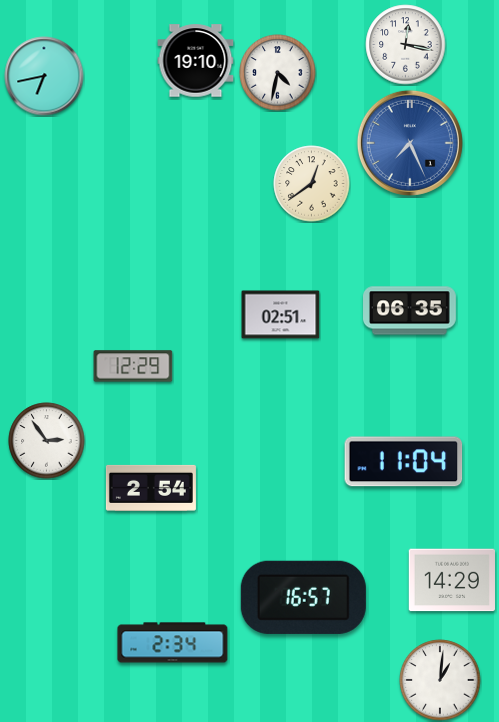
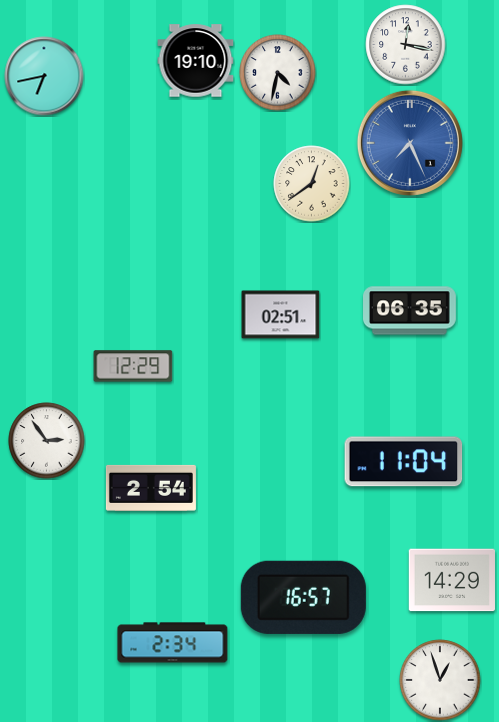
clock at (440, 680): 1:01 -> 12:57
